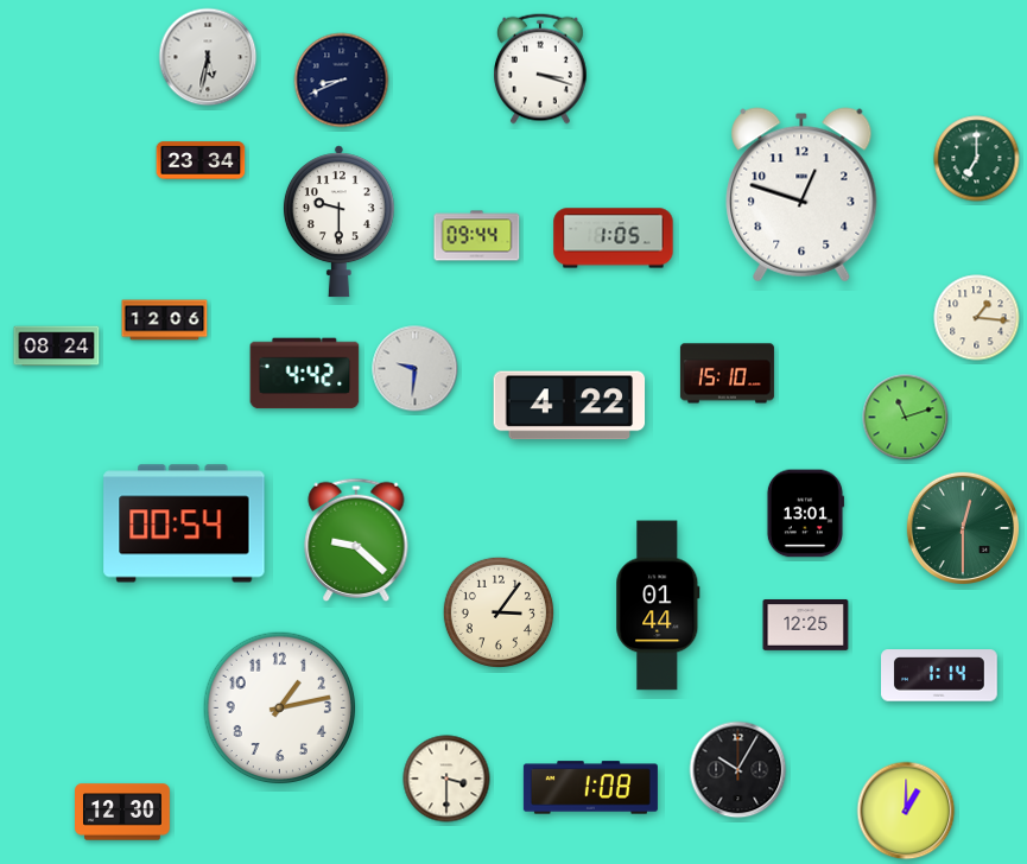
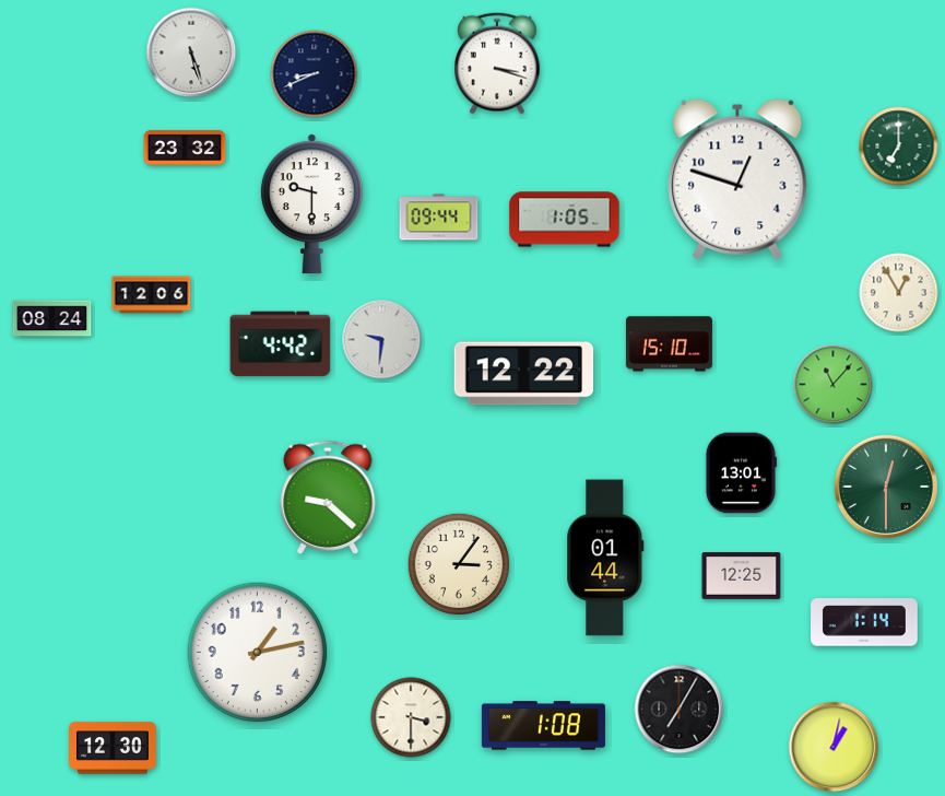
clock at (208, 57): 5:32 -> 5:27
clock at (201, 160): 23:34 -> 23:32
clock at (977, 318): 1:16 -> 12:55
clock at (570, 406): 4:22 -> 12:22
clock at (906, 418): 11:12 -> 11:07
clock at (184, 523): 00:54 -> none
clock at (738, 770): 10:05 -> 7:05
clock at (906, 811): 1:00 -> 1:02
